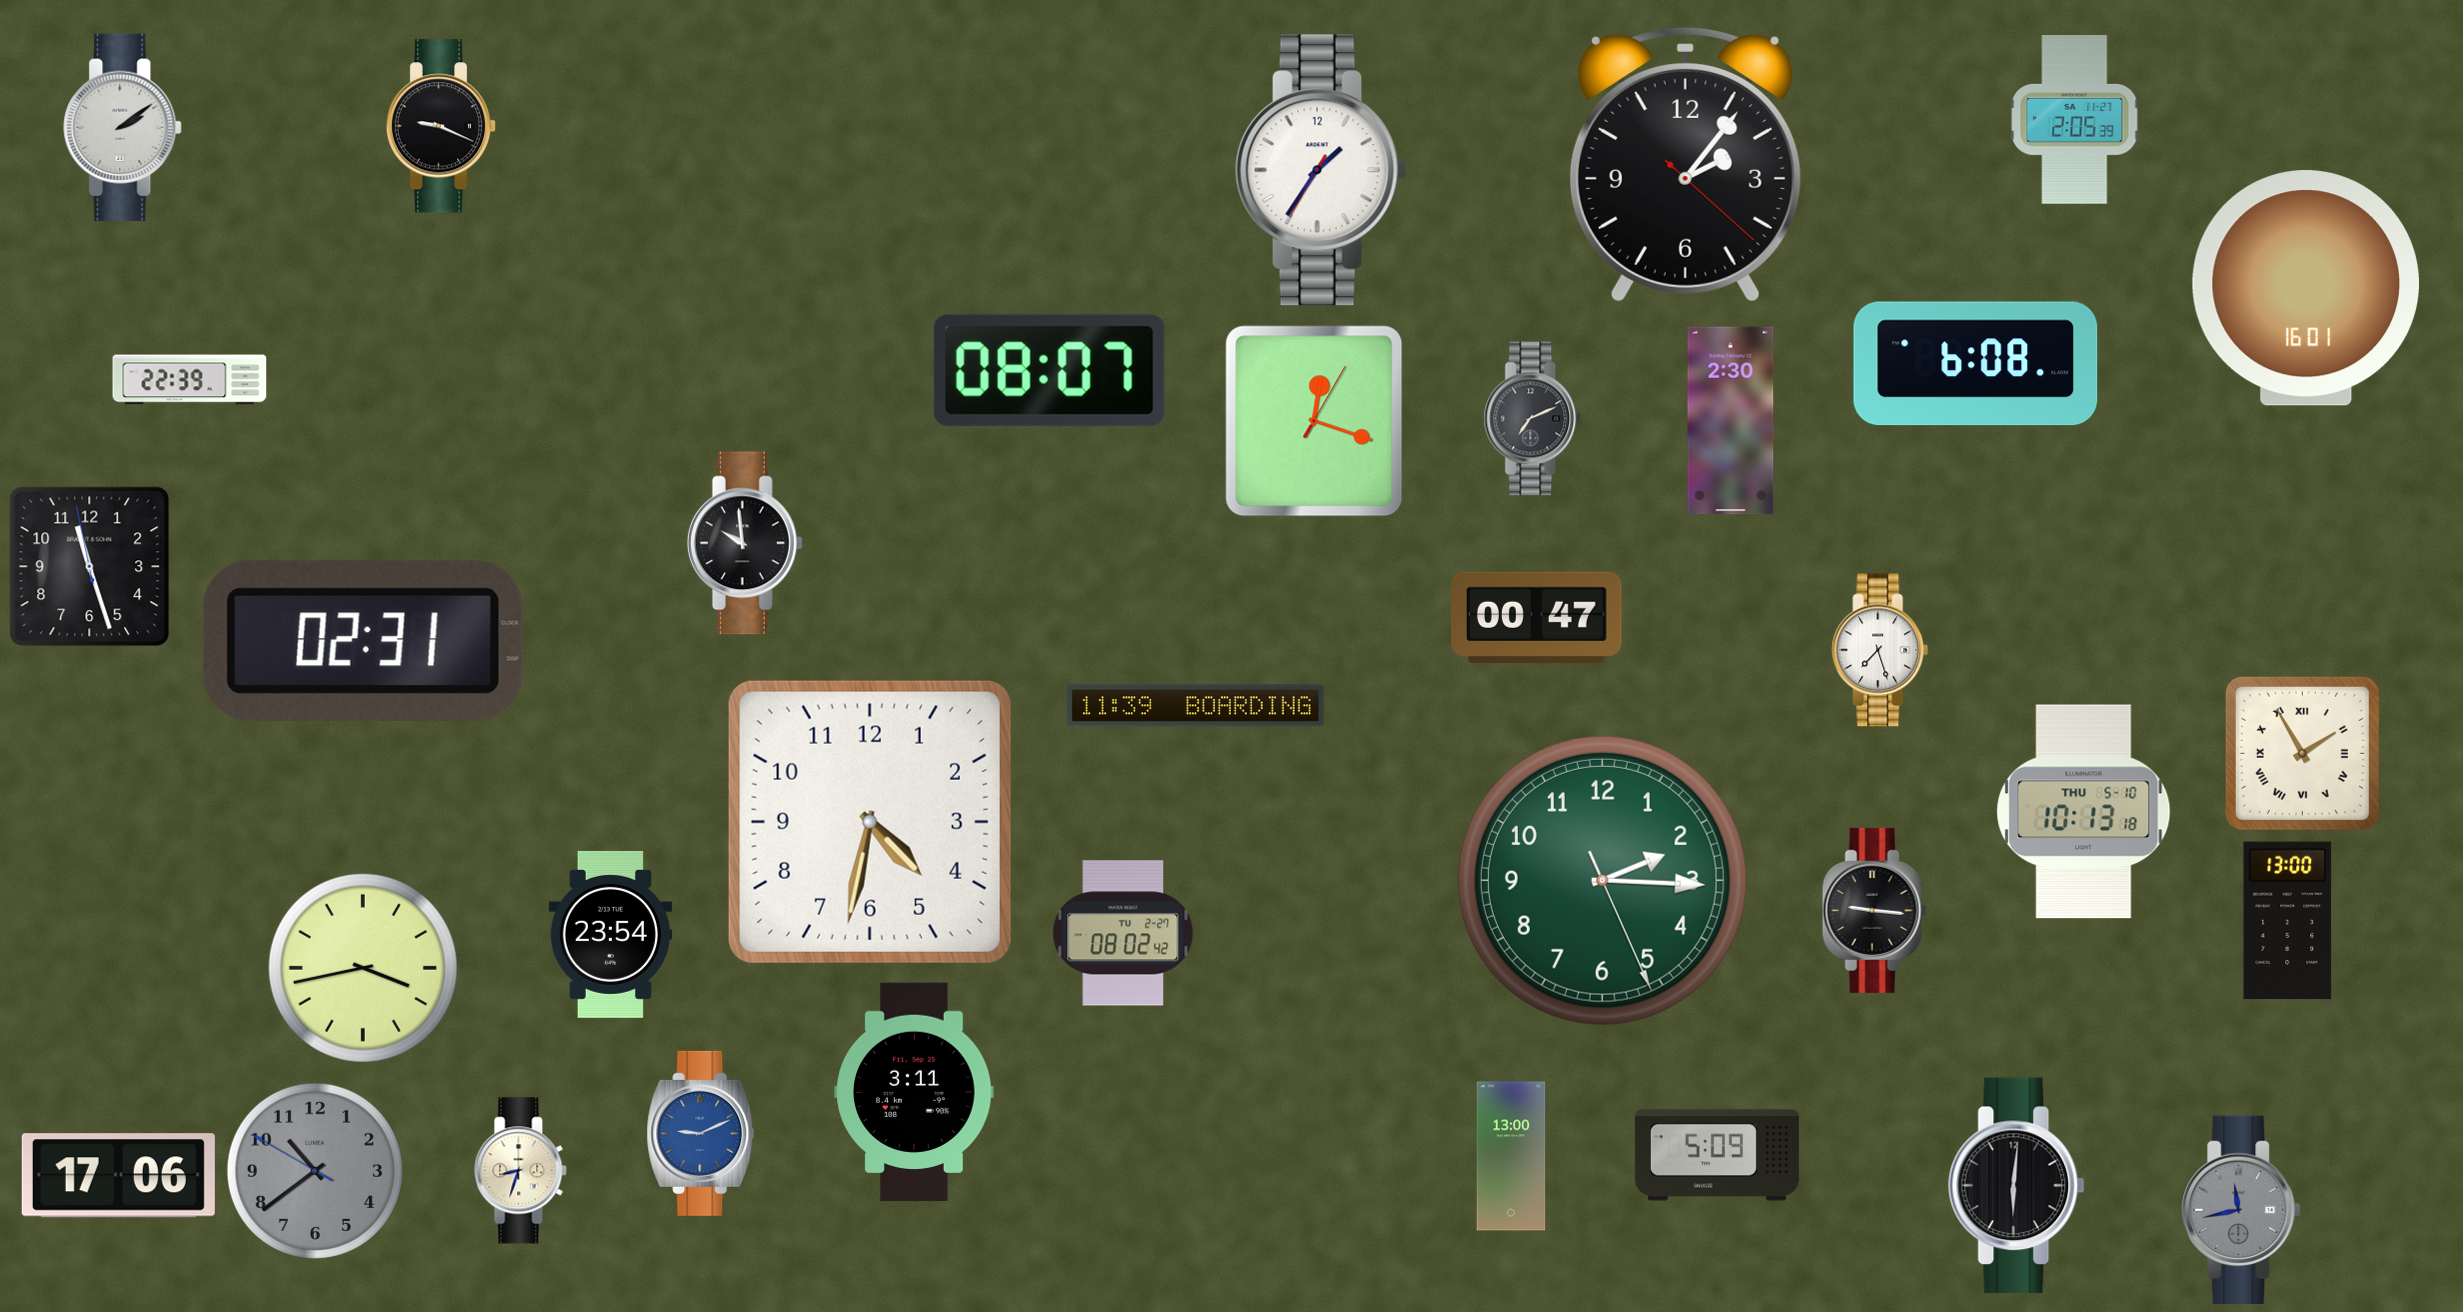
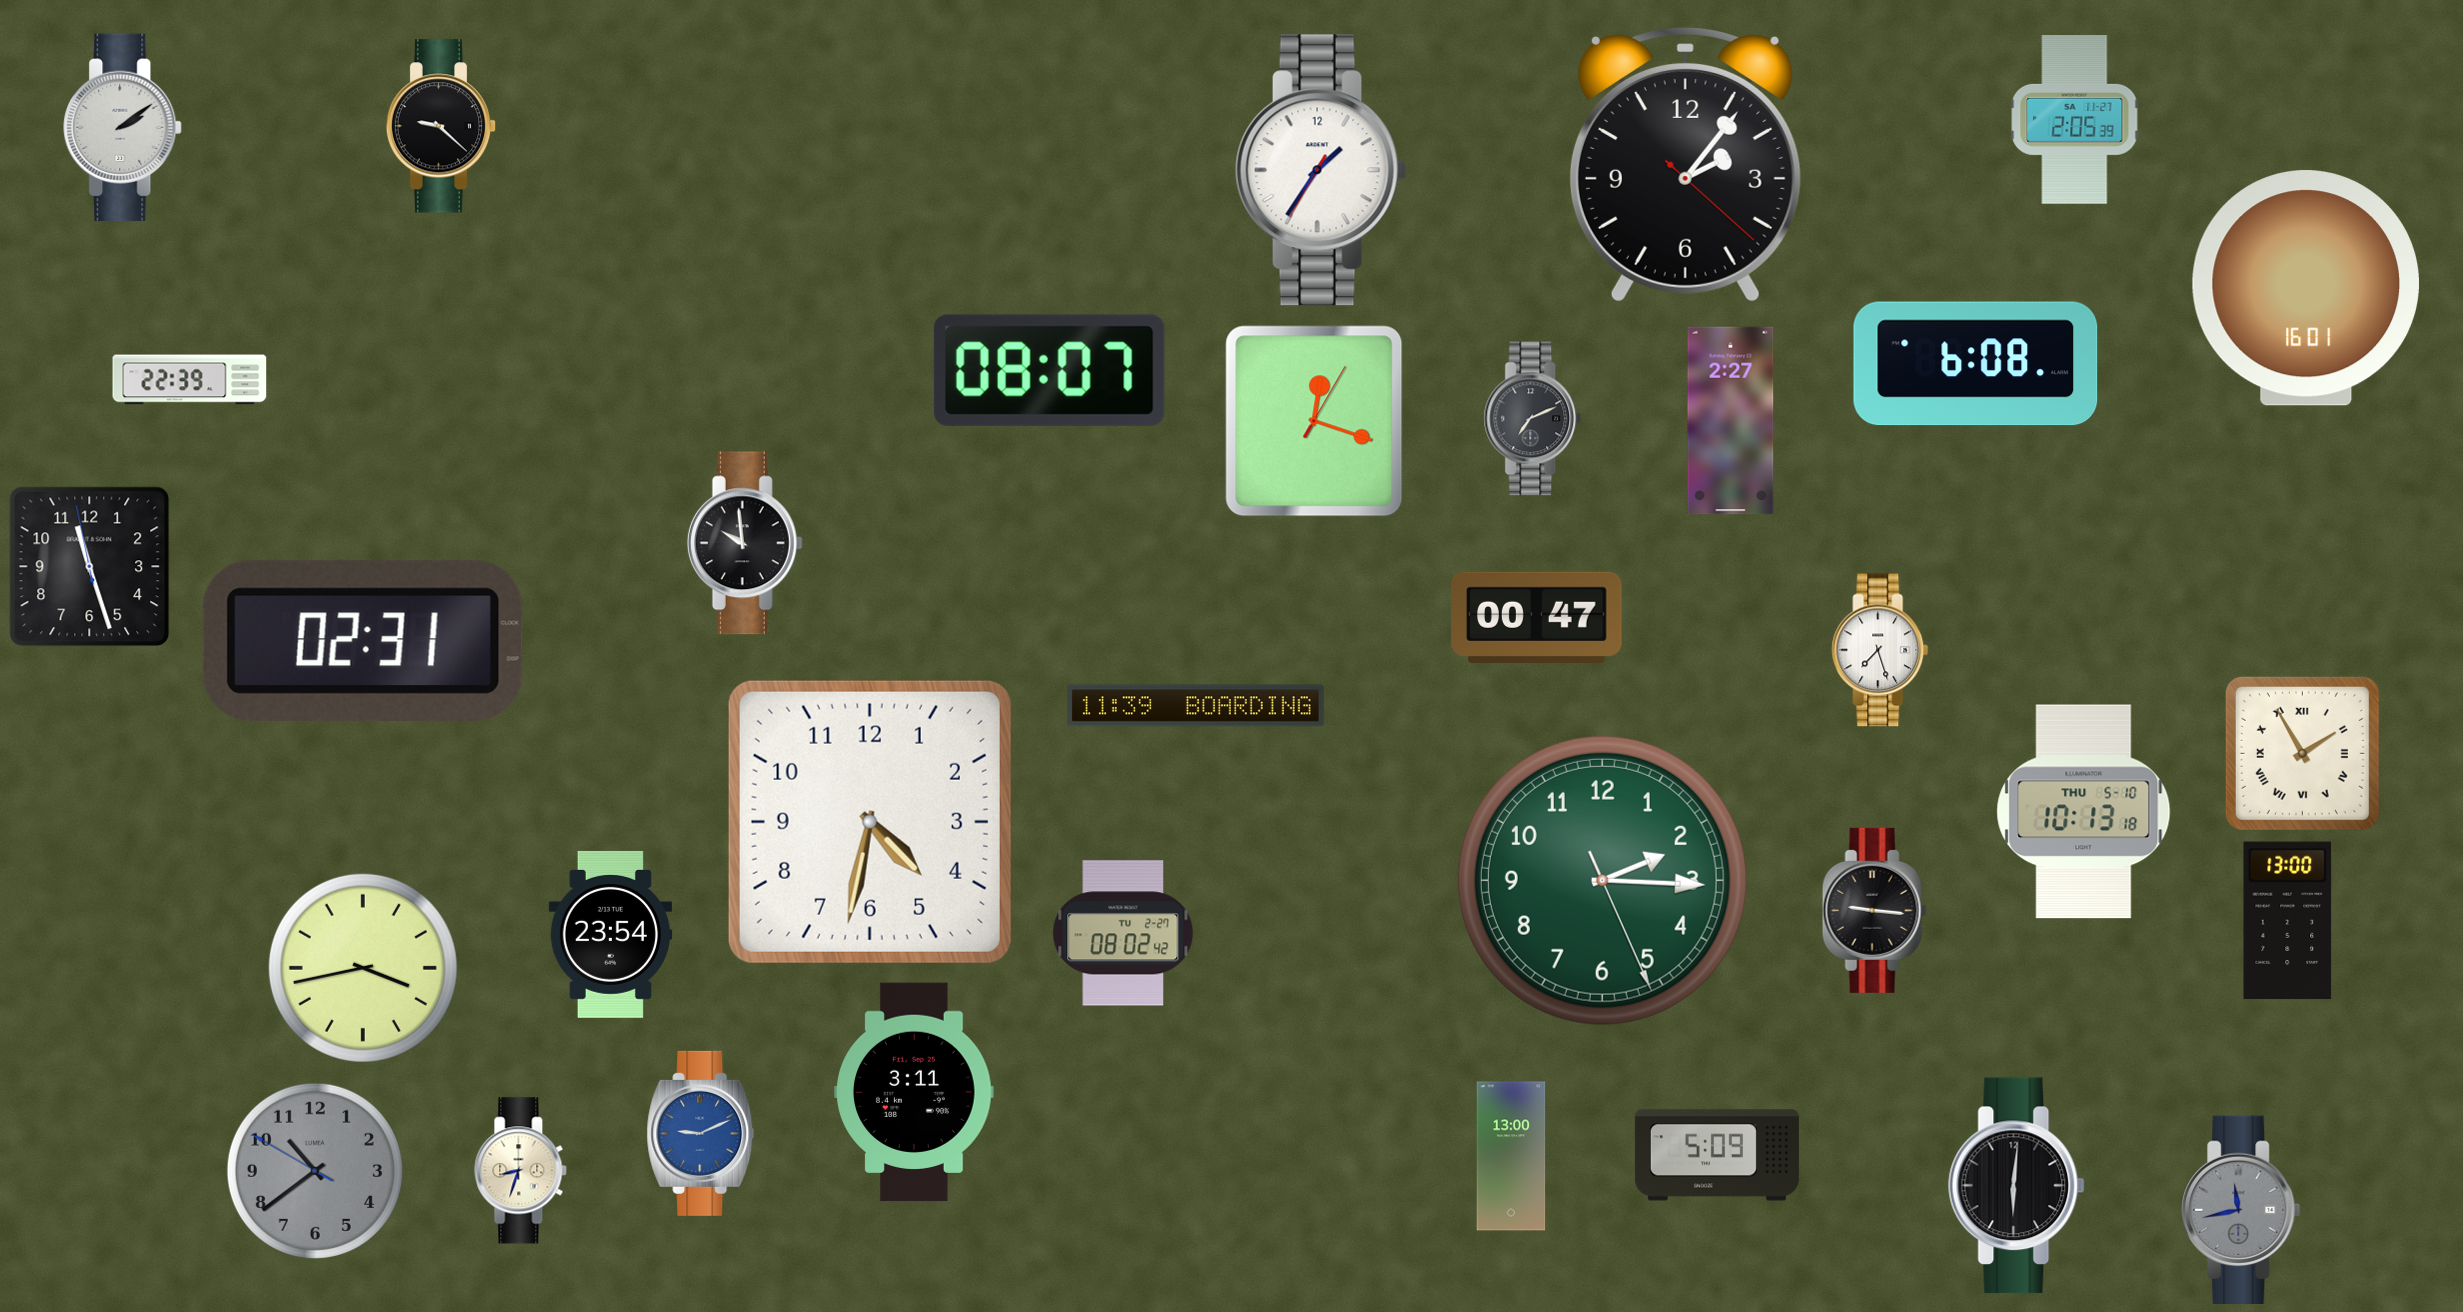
clock at (441, 126): 9:19 -> 9:22
clock at (1731, 421): 2:30 -> 2:27
clock at (118, 1176): 17:06 -> none
